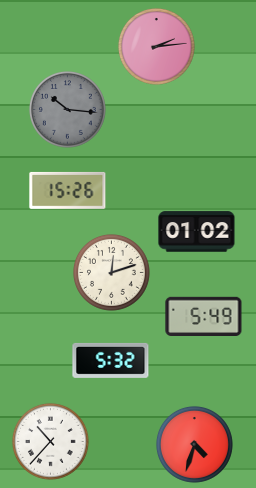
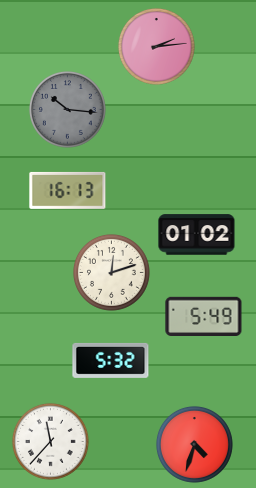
clock at (68, 190): 15:26 -> 16:13
clock at (197, 232) position: (197, 232) -> (197, 235)
clock at (50, 441): 10:37 -> 11:37
